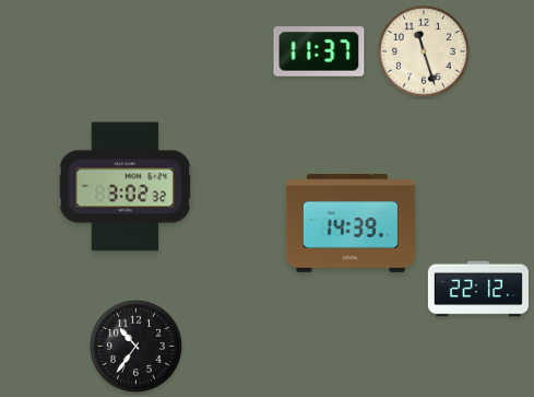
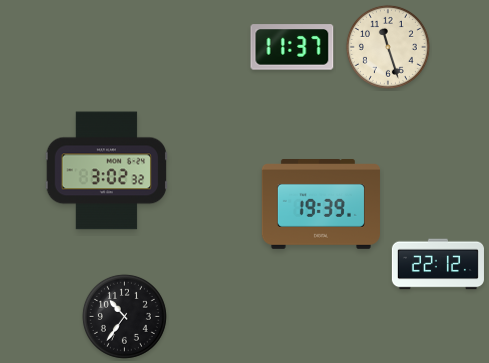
clock at (124, 187) position: (124, 187) -> (106, 171)
clock at (351, 224): 14:39 -> 19:39
